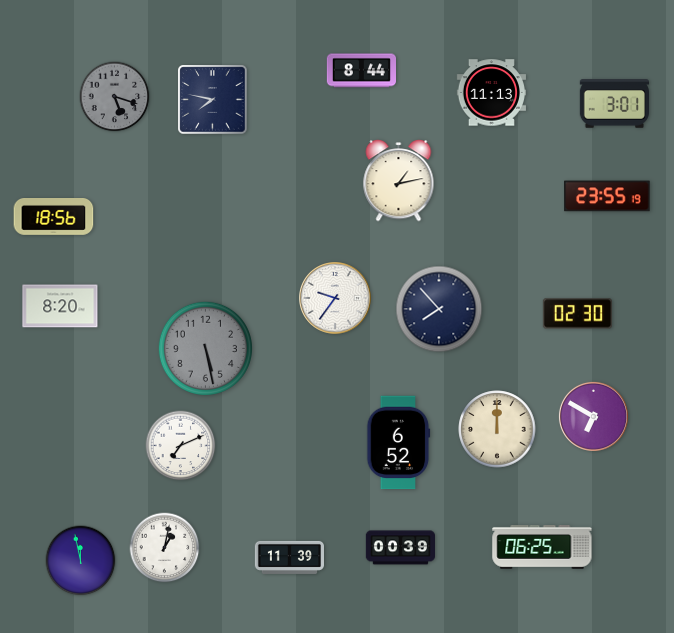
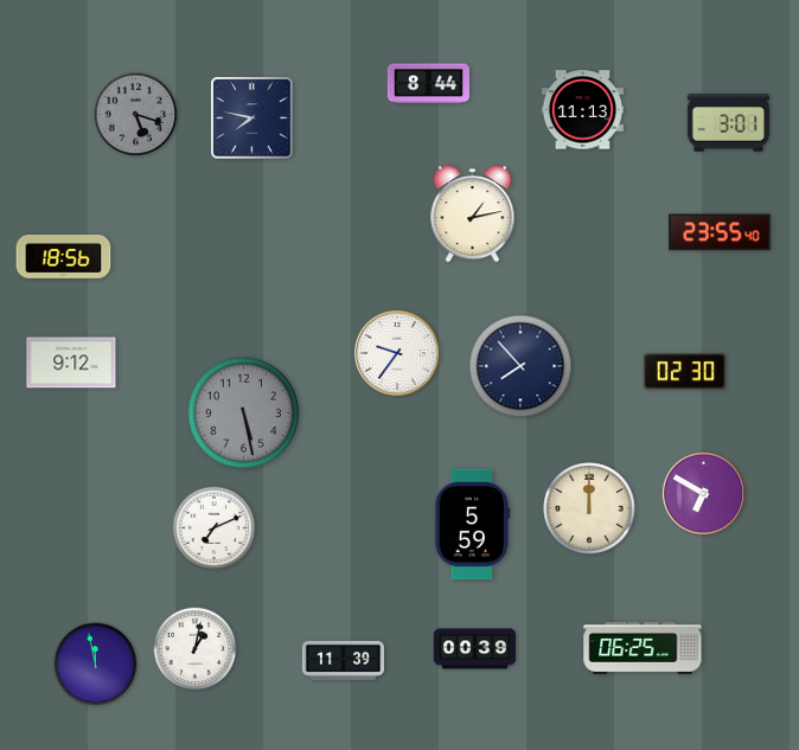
clock at (607, 196): 23:55:19 -> 23:55:40
clock at (60, 306): 8:20 -> 9:12
clock at (399, 443): 6:52 -> 5:59
